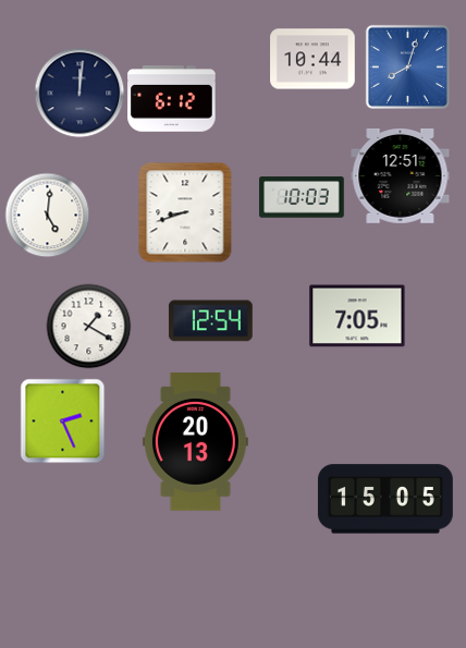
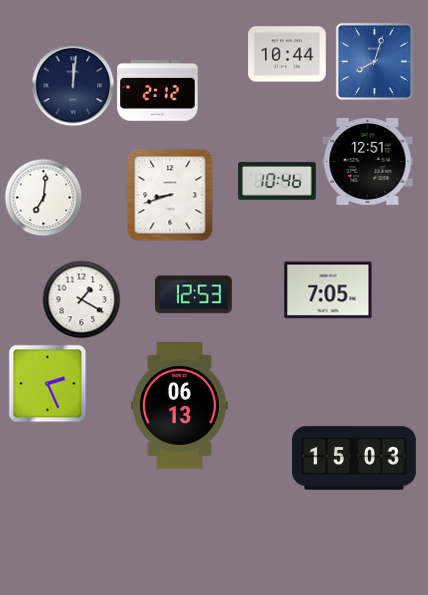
clock at (172, 99): 6:12 -> 2:12
clock at (302, 197): 10:03 -> 10:46
clock at (47, 215): 5:01 -> 7:01
clock at (210, 321): 12:54 -> 12:53
clock at (62, 420) position: (62, 420) -> (47, 383)
clock at (195, 442): 20:13 -> 06:13
clock at (385, 499): 15:05 -> 15:03
